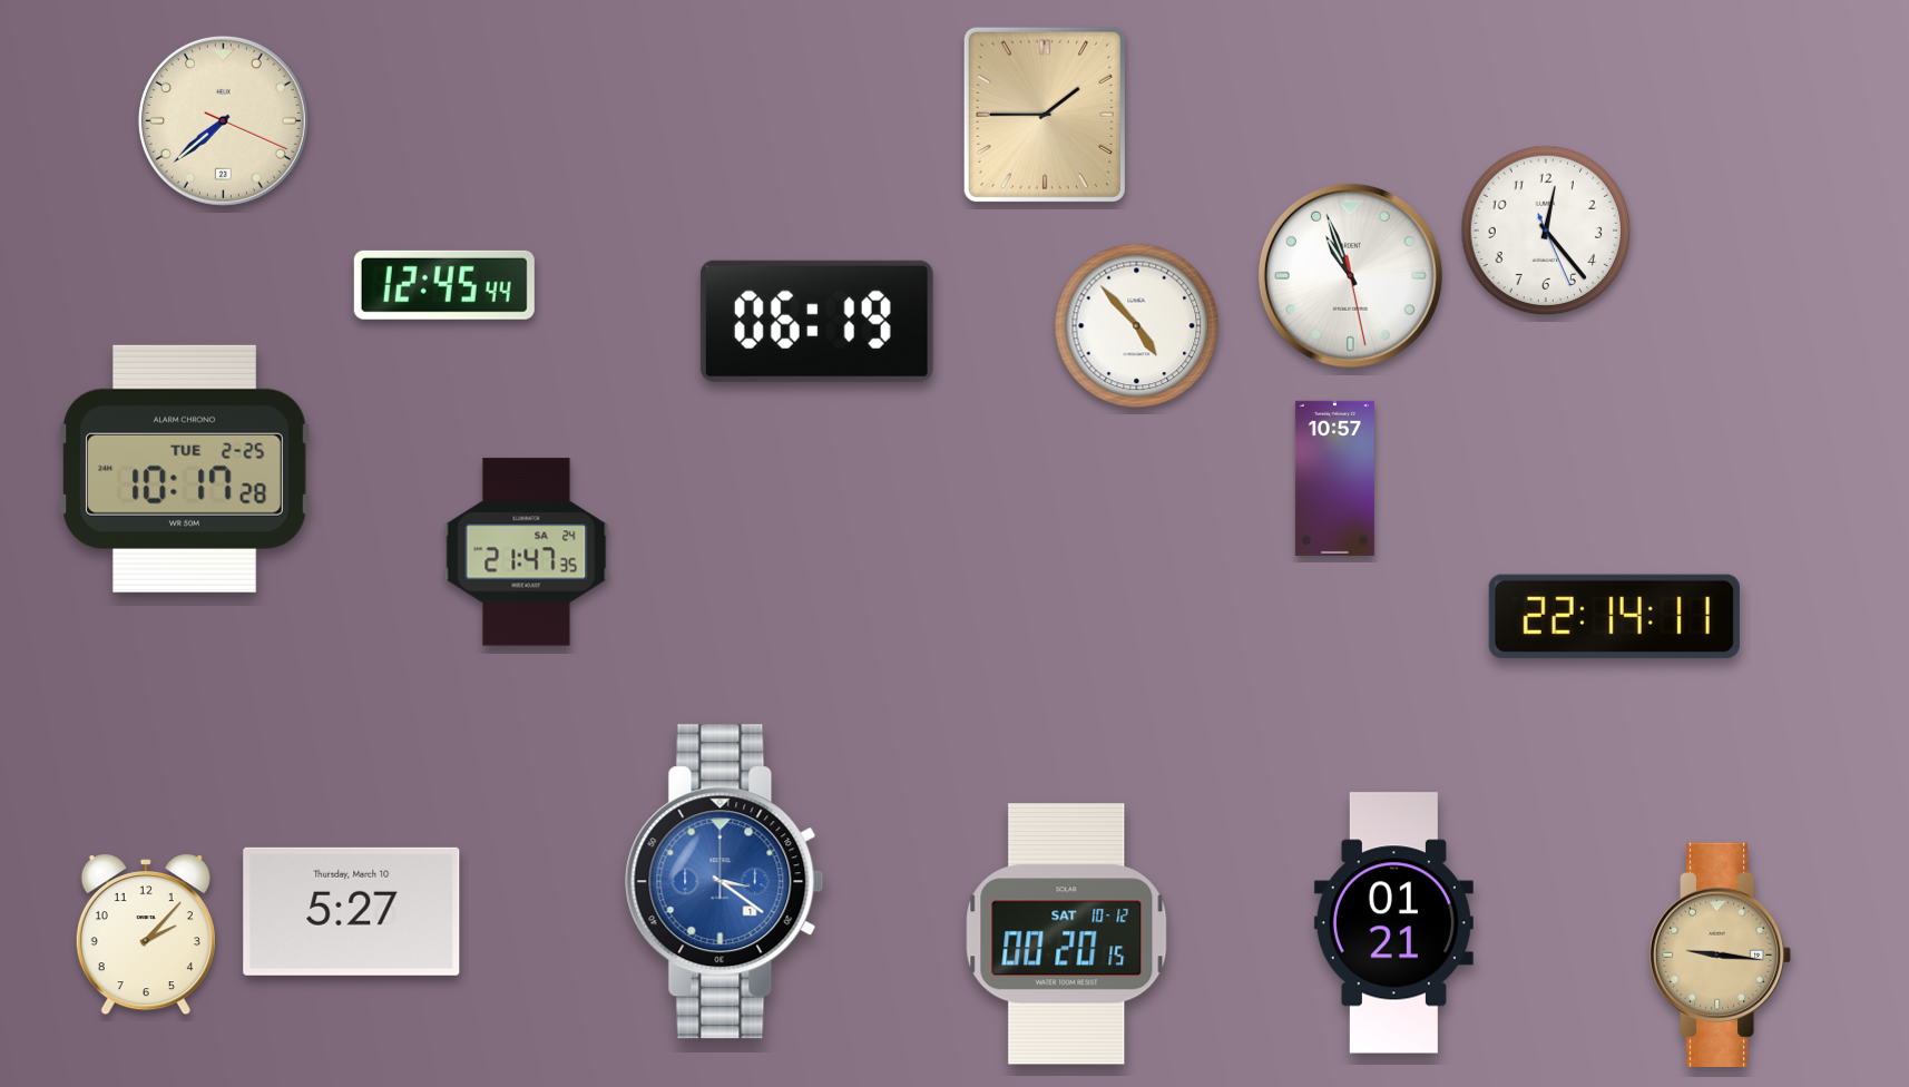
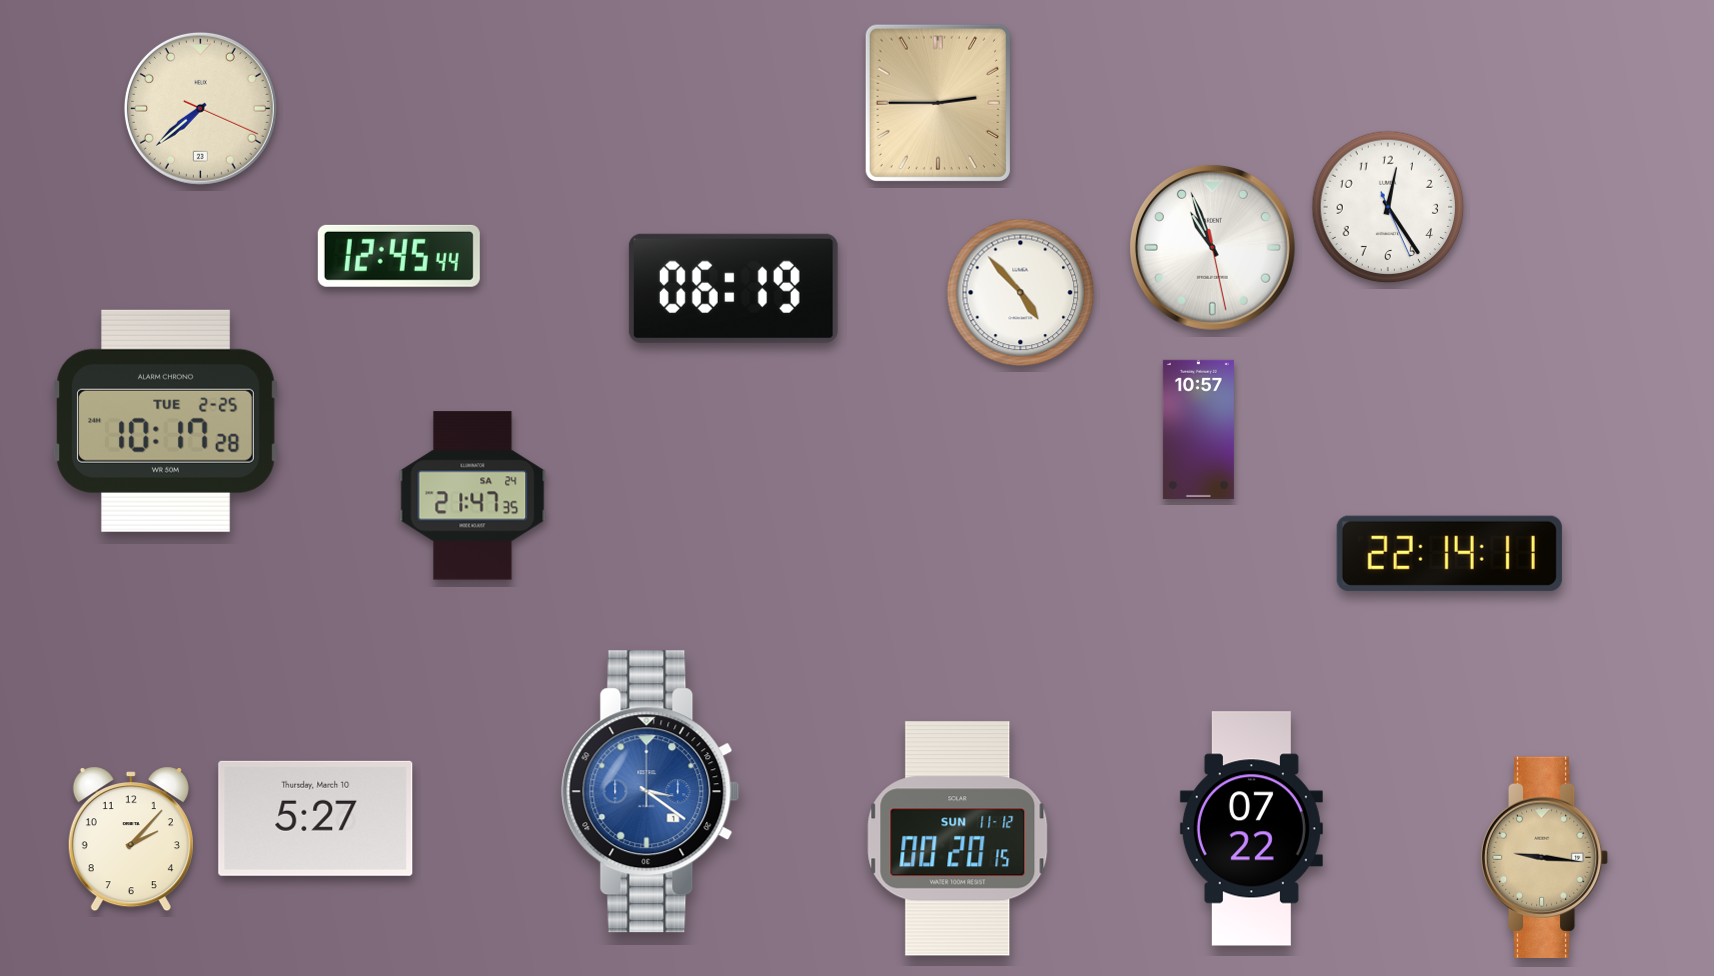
clock at (1045, 115): 1:45 -> 2:45
clock at (1546, 231): 12:23 -> 12:24
clock at (1393, 923): 01:21 -> 07:22
clock at (1067, 934) date: SAT 10-12 -> SUN 11-12
